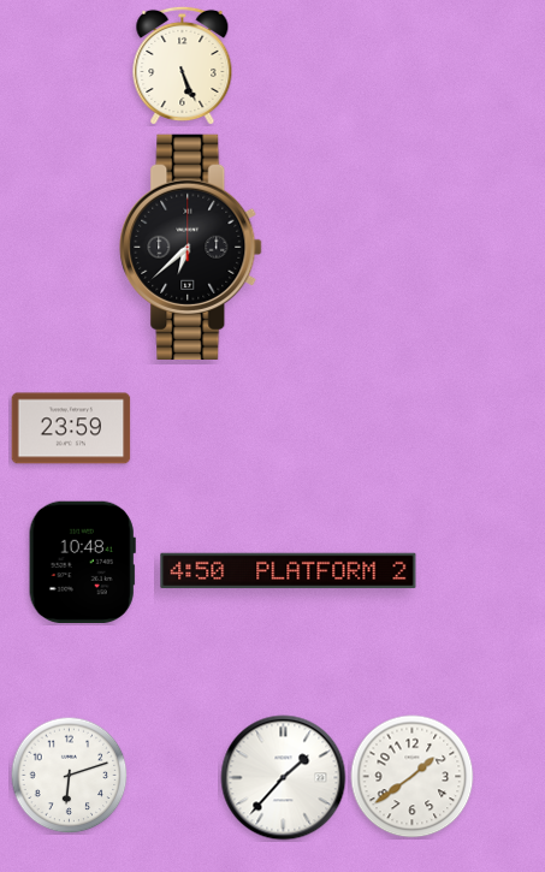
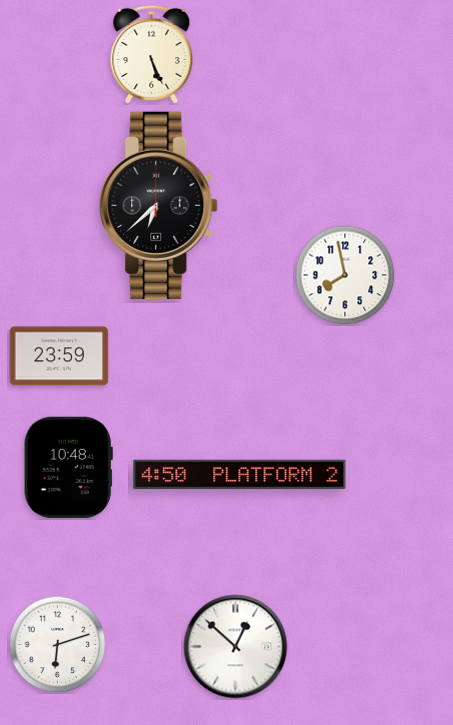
clock at (345, 275): none -> 7:58
clock at (413, 777): 1:39 -> none
clock at (284, 778): 1:37 -> 12:52
